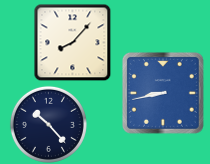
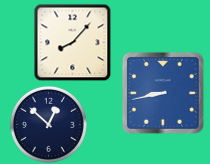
clock at (48, 124): 10:23 -> 12:52
